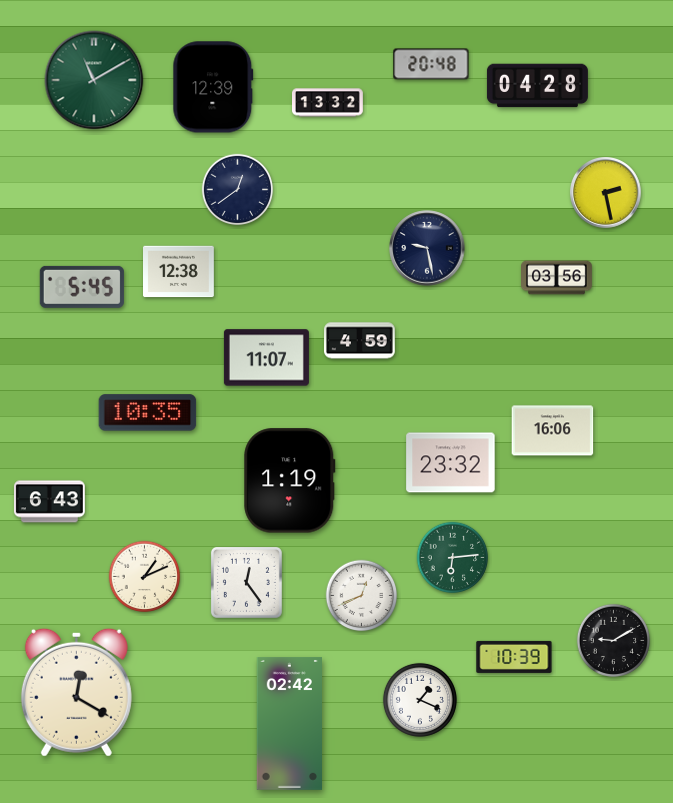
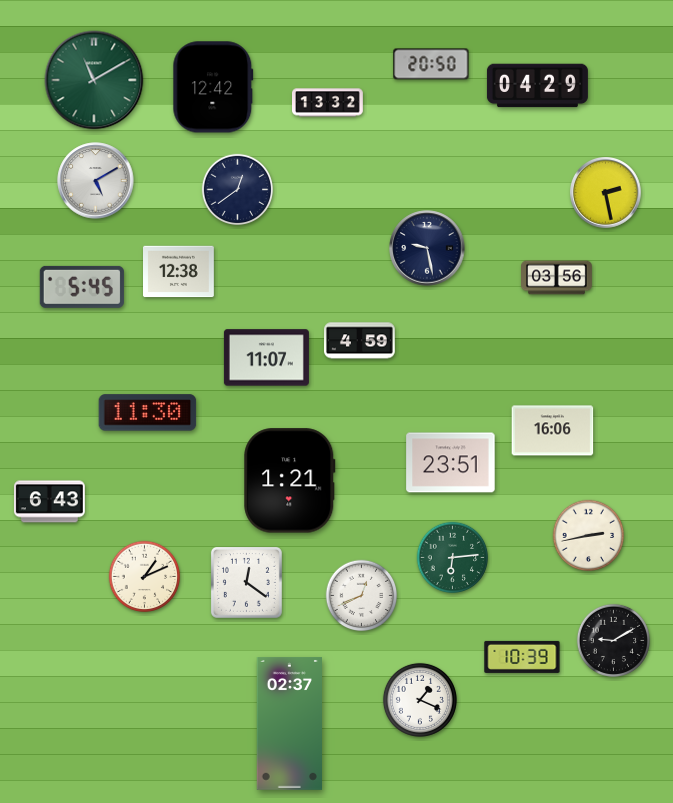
clock at (431, 64): 20:48 -> 20:50
clock at (537, 86): 04:28 -> 04:29
clock at (213, 87): 12:39 -> 12:42
clock at (96, 181): none -> 5:10
clock at (148, 413): 10:35 -> 11:30
clock at (451, 463): 23:32 -> 23:51
clock at (290, 481): 1:19 -> 1:21
clock at (589, 536): none -> 2:43
clock at (246, 582): 12:24 -> 12:21
clock at (514, 657) position: (514, 657) -> (522, 657)
clock at (76, 692): 12:20 -> none
clock at (289, 724): 02:42 -> 02:37
